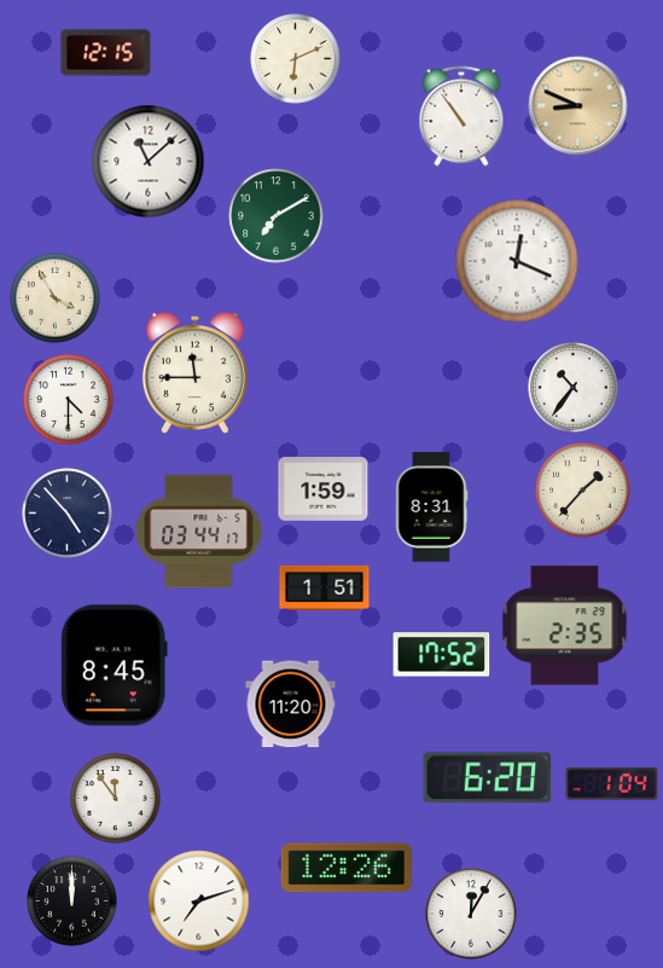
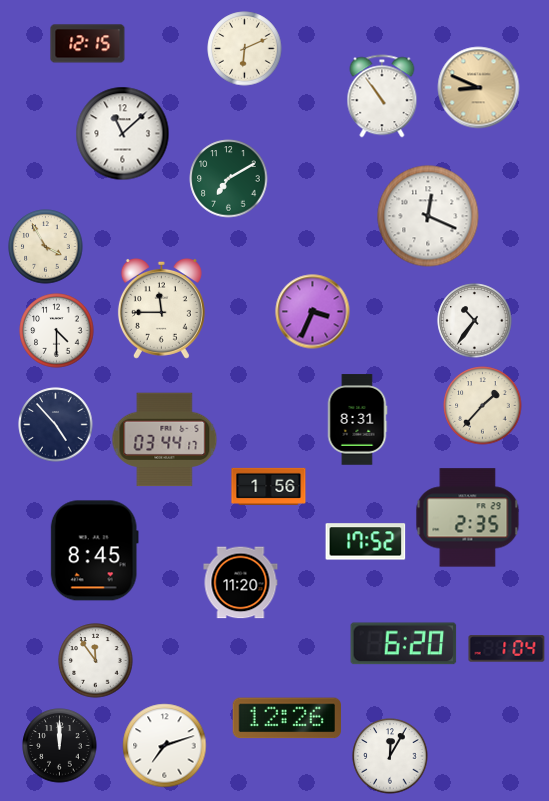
clock at (313, 312): none -> 3:34
clock at (324, 489): 1:59 -> none
clock at (325, 587): 1:51 -> 1:56
